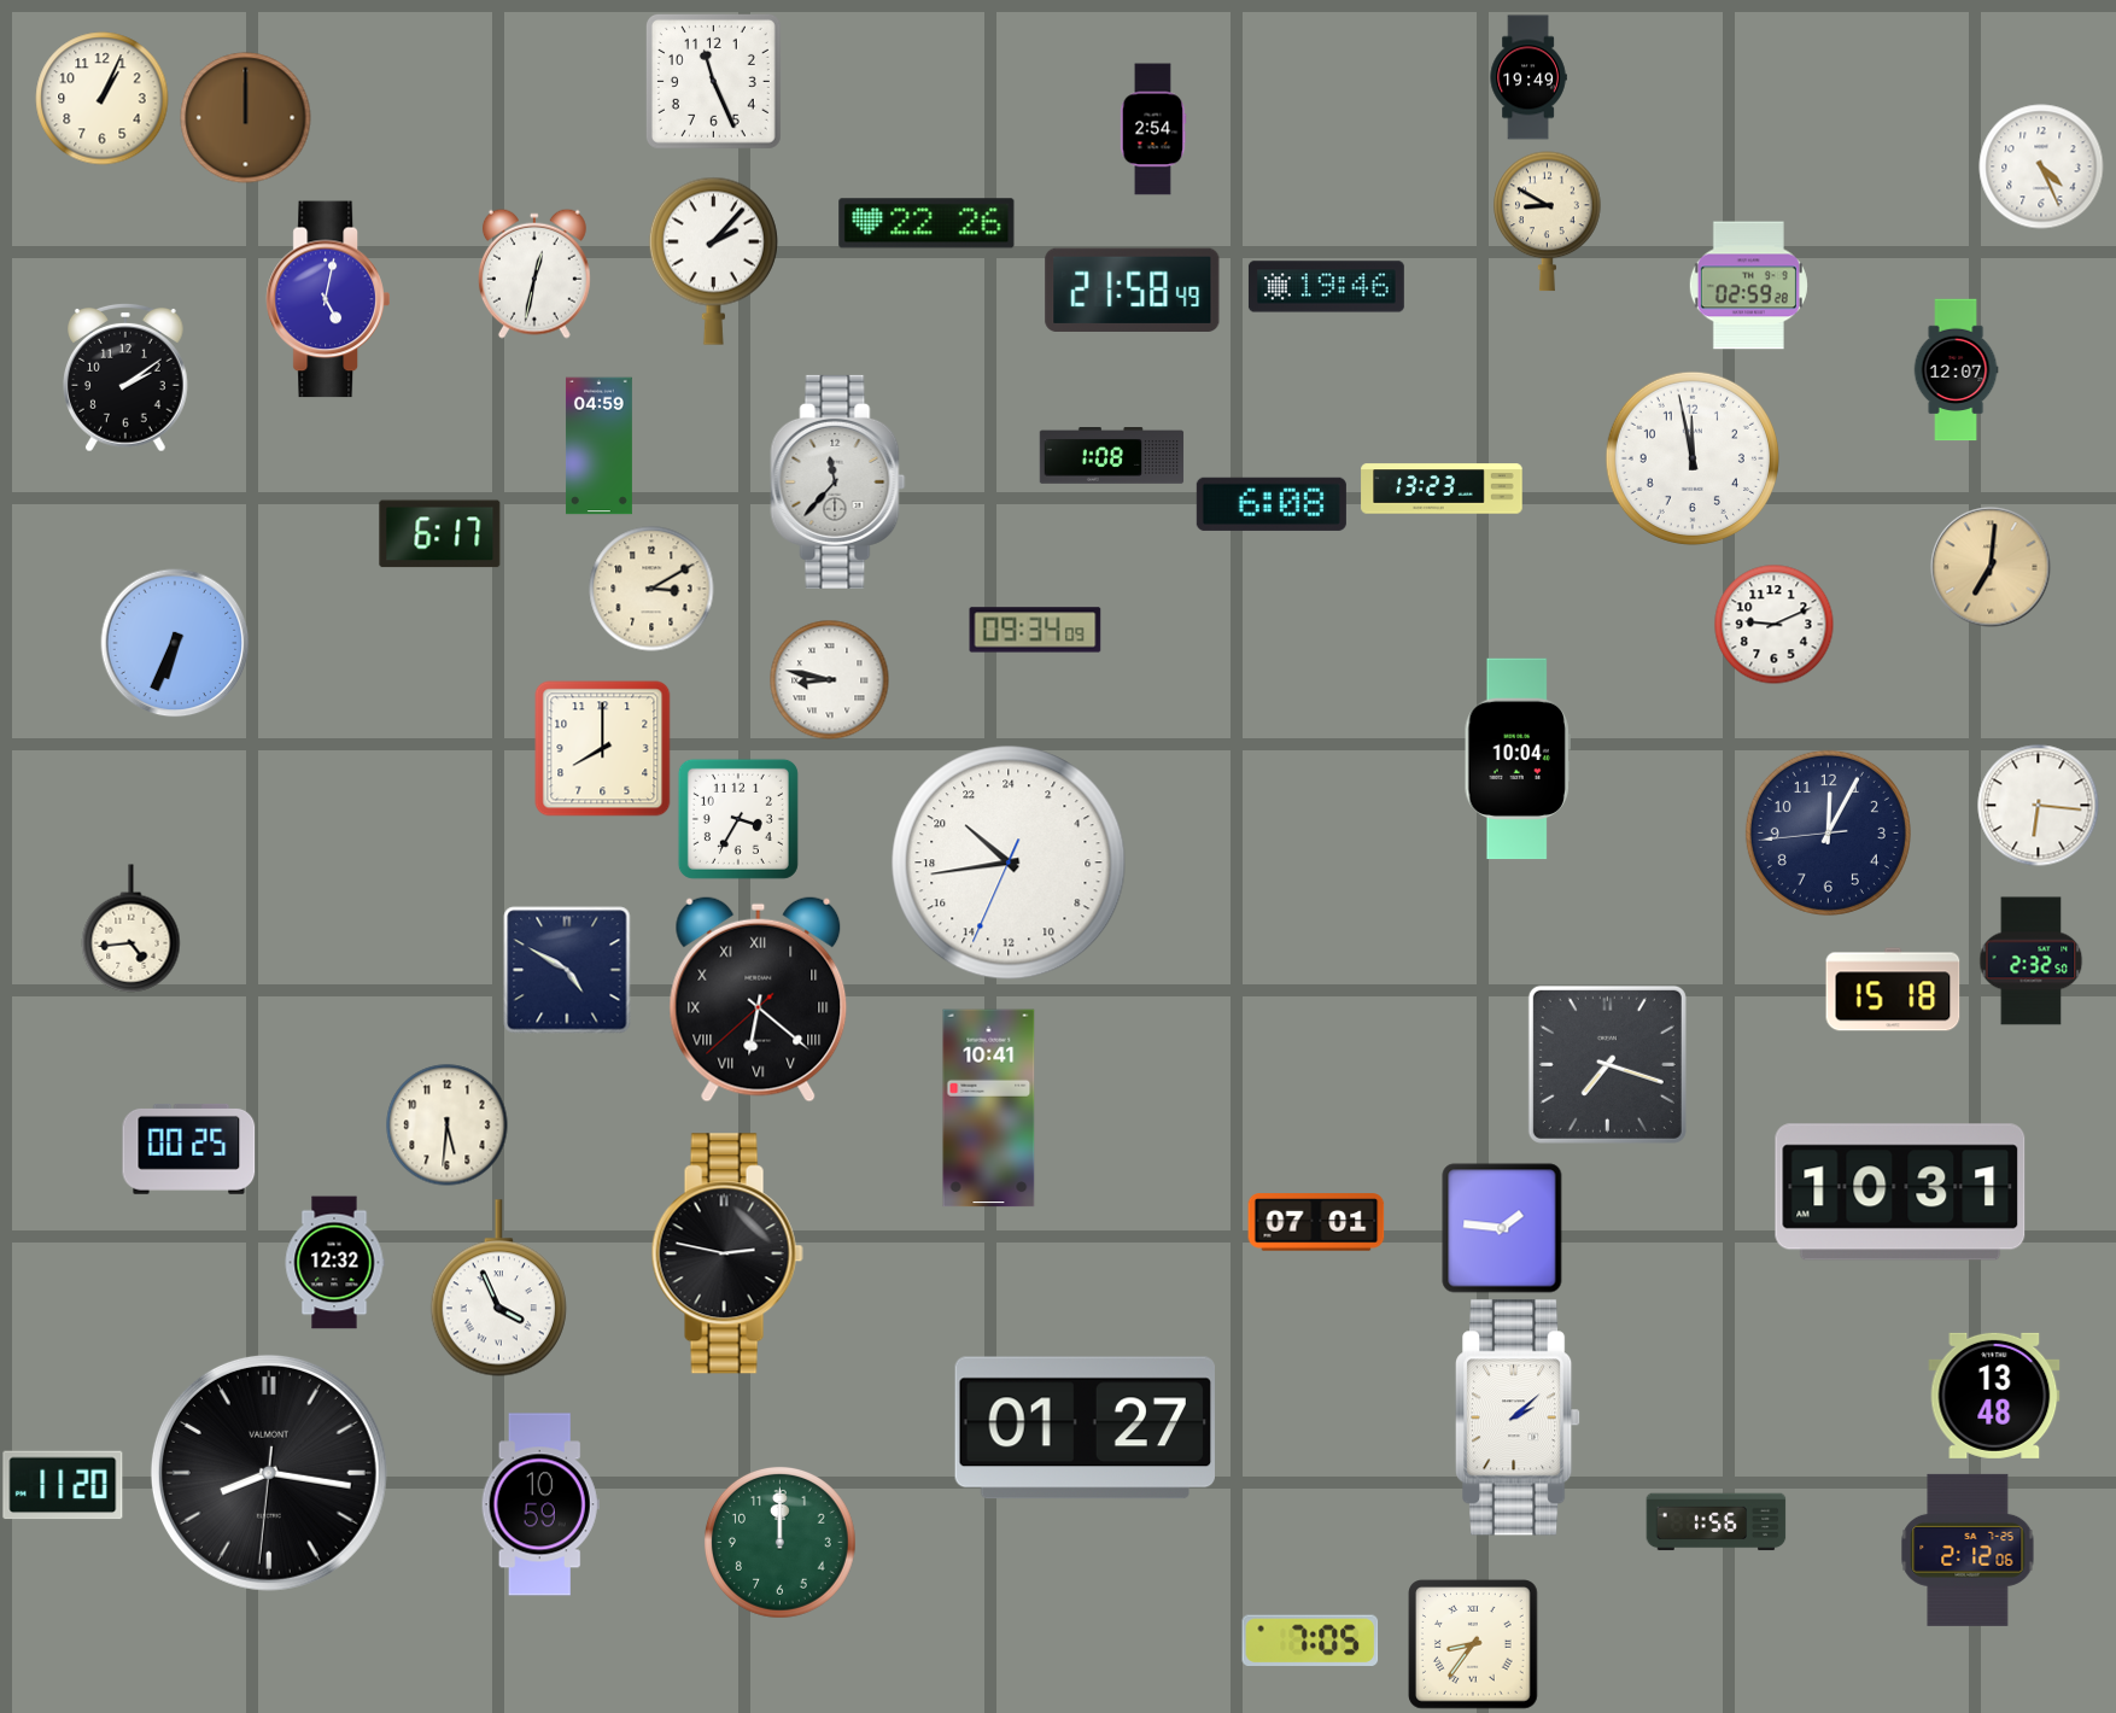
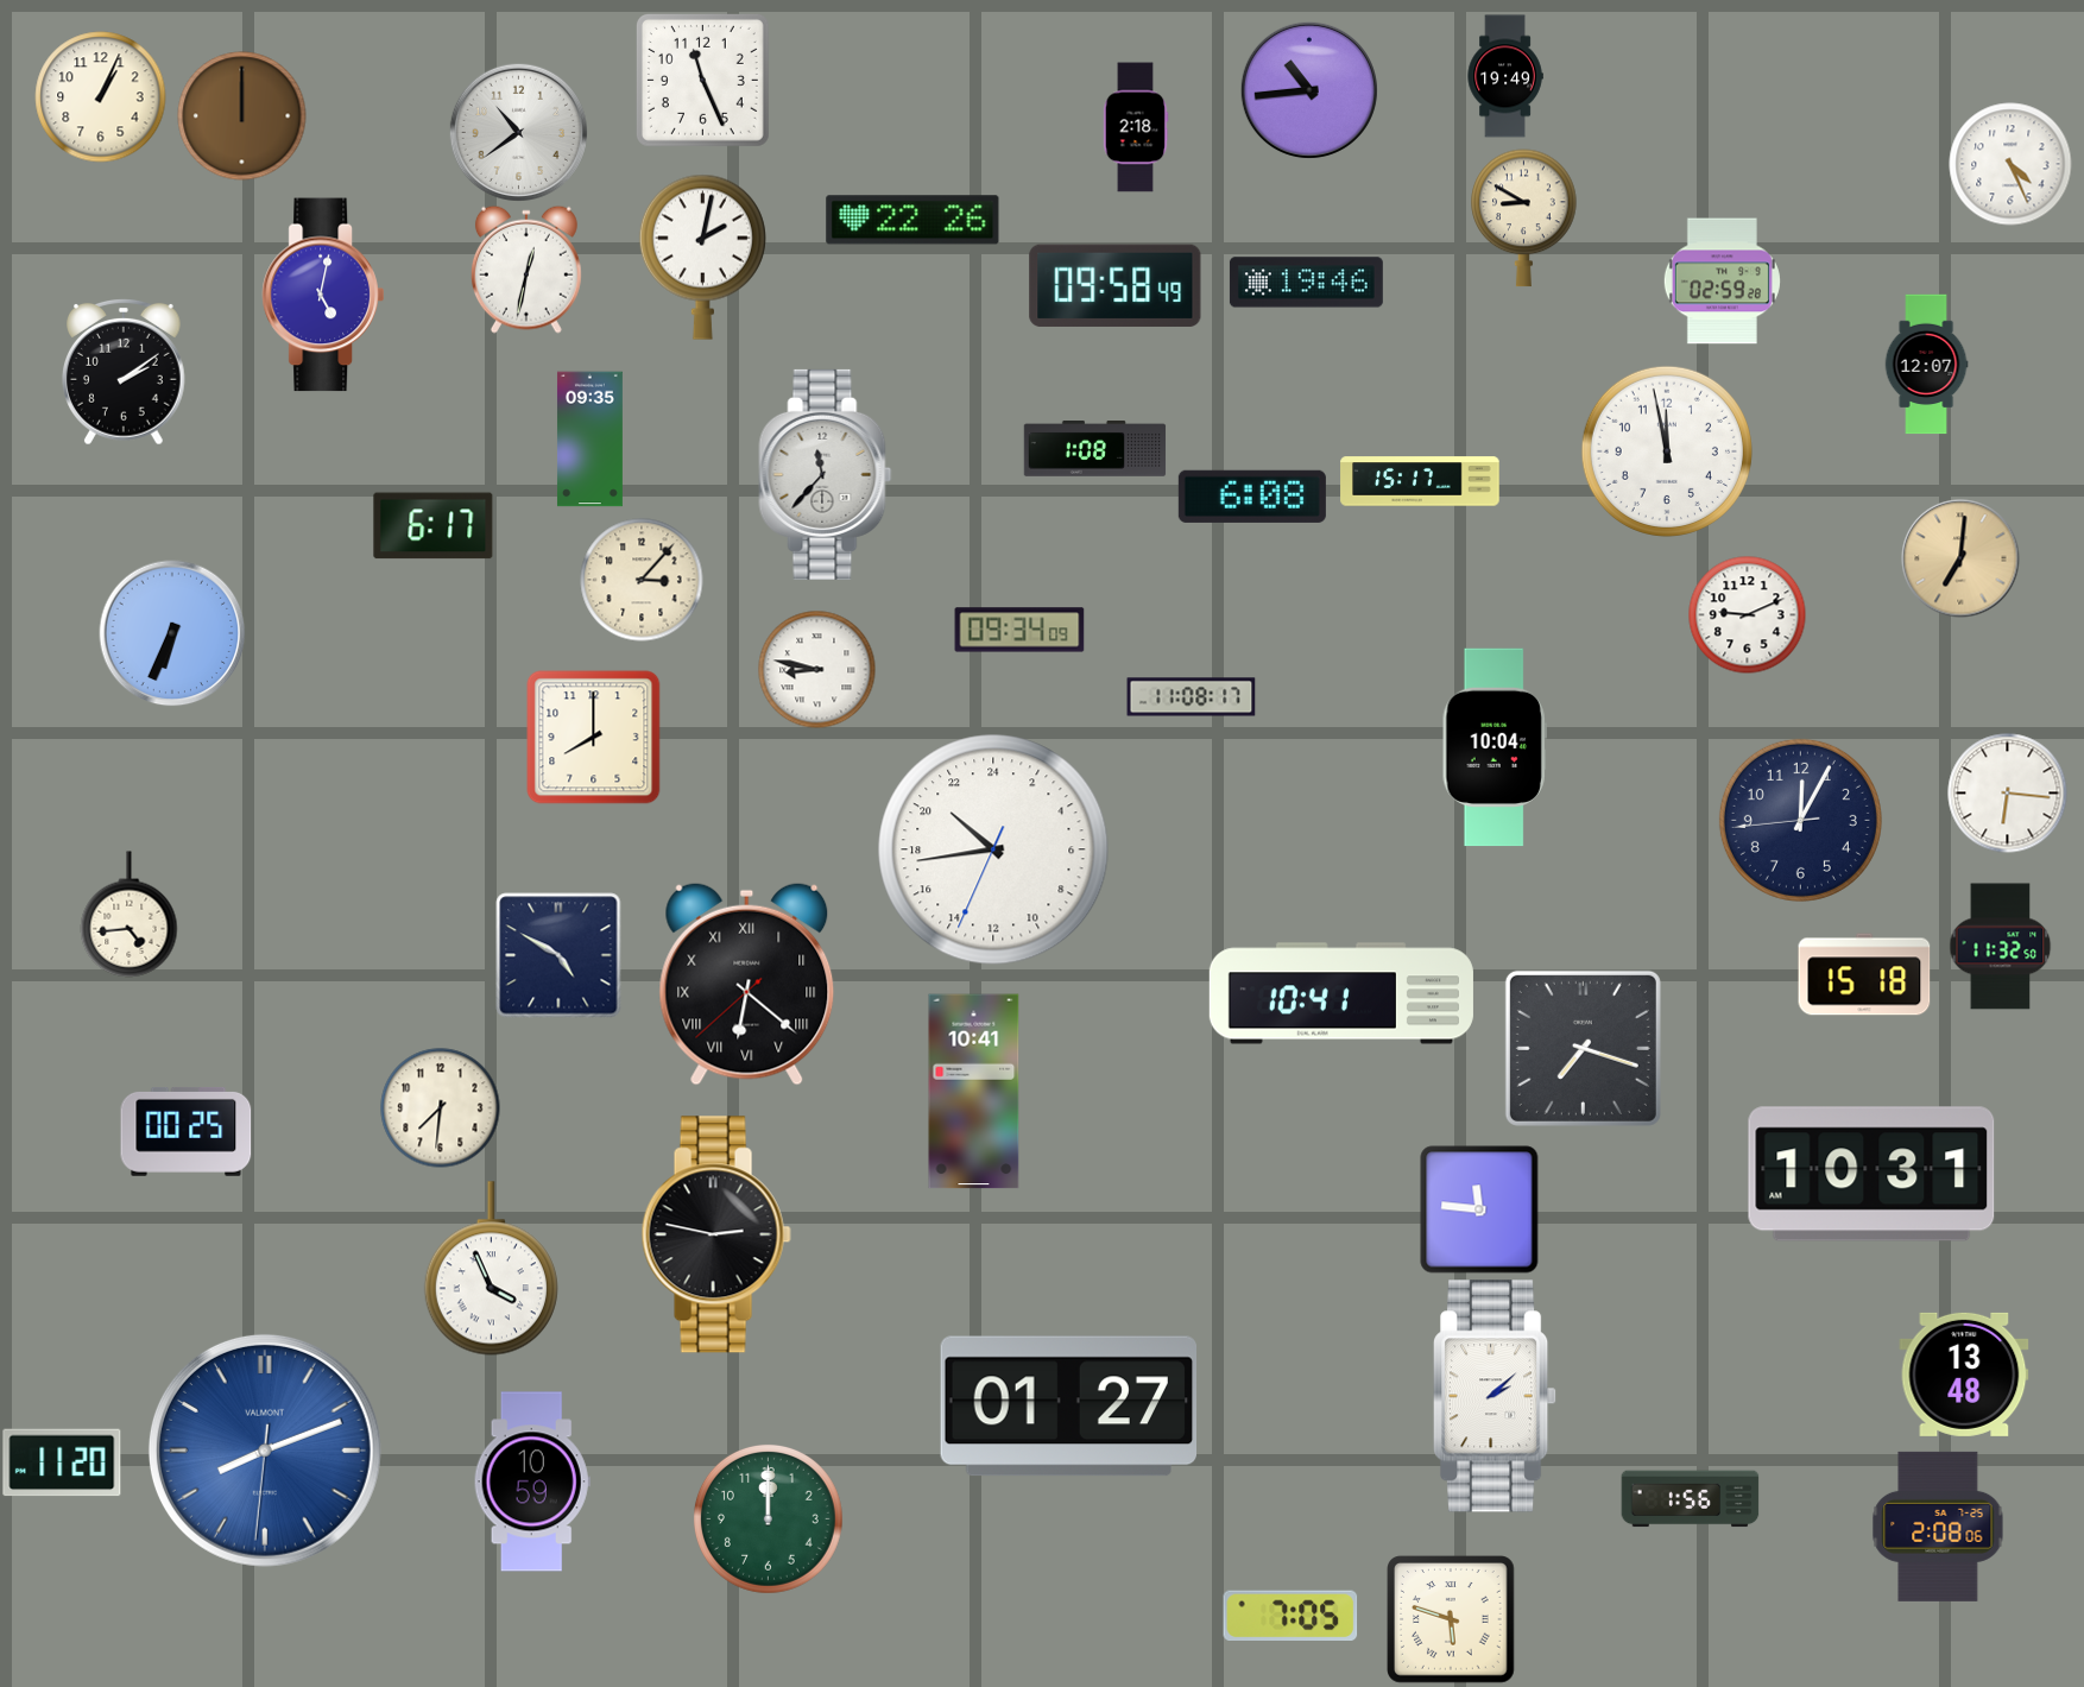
clock at (1309, 90): none -> 10:44
clock at (1153, 129): 2:54 -> 2:18
clock at (518, 132): none -> 10:39
clock at (713, 261): 2:07 -> 2:02
clock at (1133, 290): 21:58 -> 09:58
clock at (598, 446): 04:59 -> 09:35
clock at (1442, 489): 13:23 -> 15:17
clock at (651, 589): 3:10 -> 3:07
clock at (1035, 630) position: (1035, 630) -> (1019, 630)
clock at (1192, 697): none -> 11:08
clock at (738, 819): 3:35 -> none
clock at (2032, 961): 2:32 -> 11:32
clock at (1341, 993): none -> 10:41
clock at (448, 1126): 5:31 -> 7:31
clock at (1316, 1222): 07:01 -> none
clock at (1502, 1228): 1:46 -> 11:46
clock at (334, 1263): 12:32 -> none
clock at (269, 1473): 8:16 -> 8:11
clock at (269, 1473) dial: black -> blue
clock at (1968, 1550): 2:12 -> 2:08
clock at (1473, 1644): 8:36 -> 5:48
